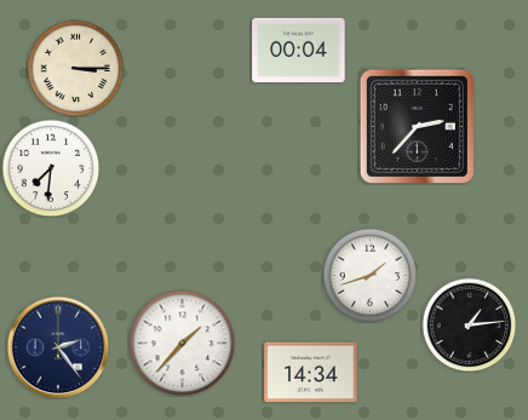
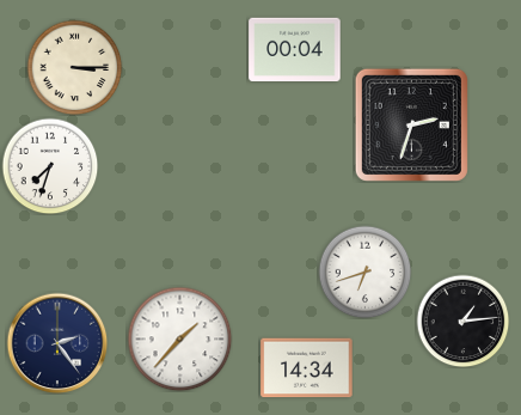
clock at (417, 126): 2:37 -> 2:33
clock at (51, 168): 7:31 -> 7:33
clock at (369, 275): 1:42 -> 6:42
